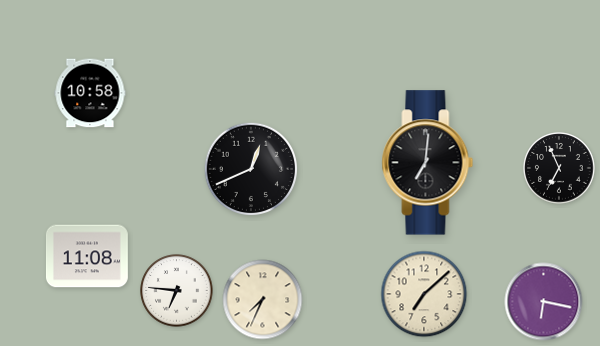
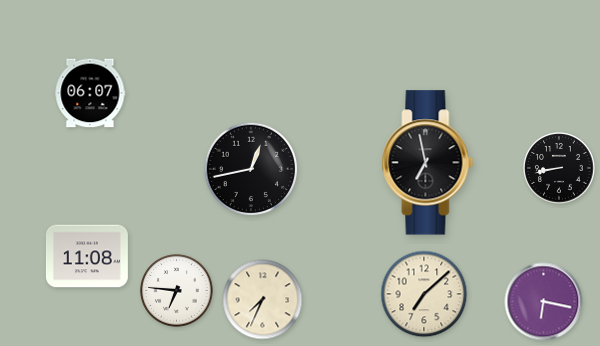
clock at (90, 93): 10:58 -> 06:07
clock at (428, 163): 7:01 -> 6:58
clock at (250, 168): 12:41 -> 12:43
clock at (559, 168): 6:56 -> 8:43
